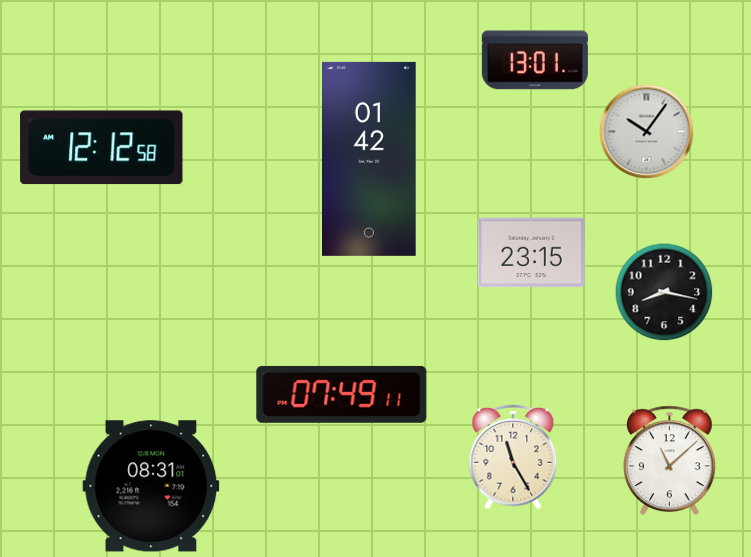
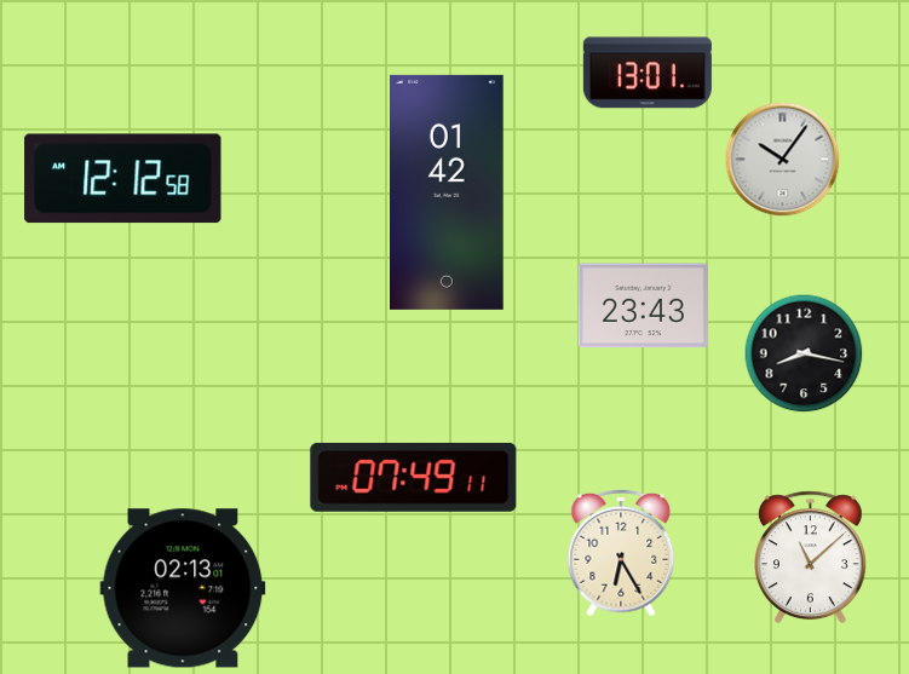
clock at (531, 253): 23:15 -> 23:43
clock at (513, 457): 11:25 -> 6:25
clock at (151, 486): 08:31 -> 02:13
